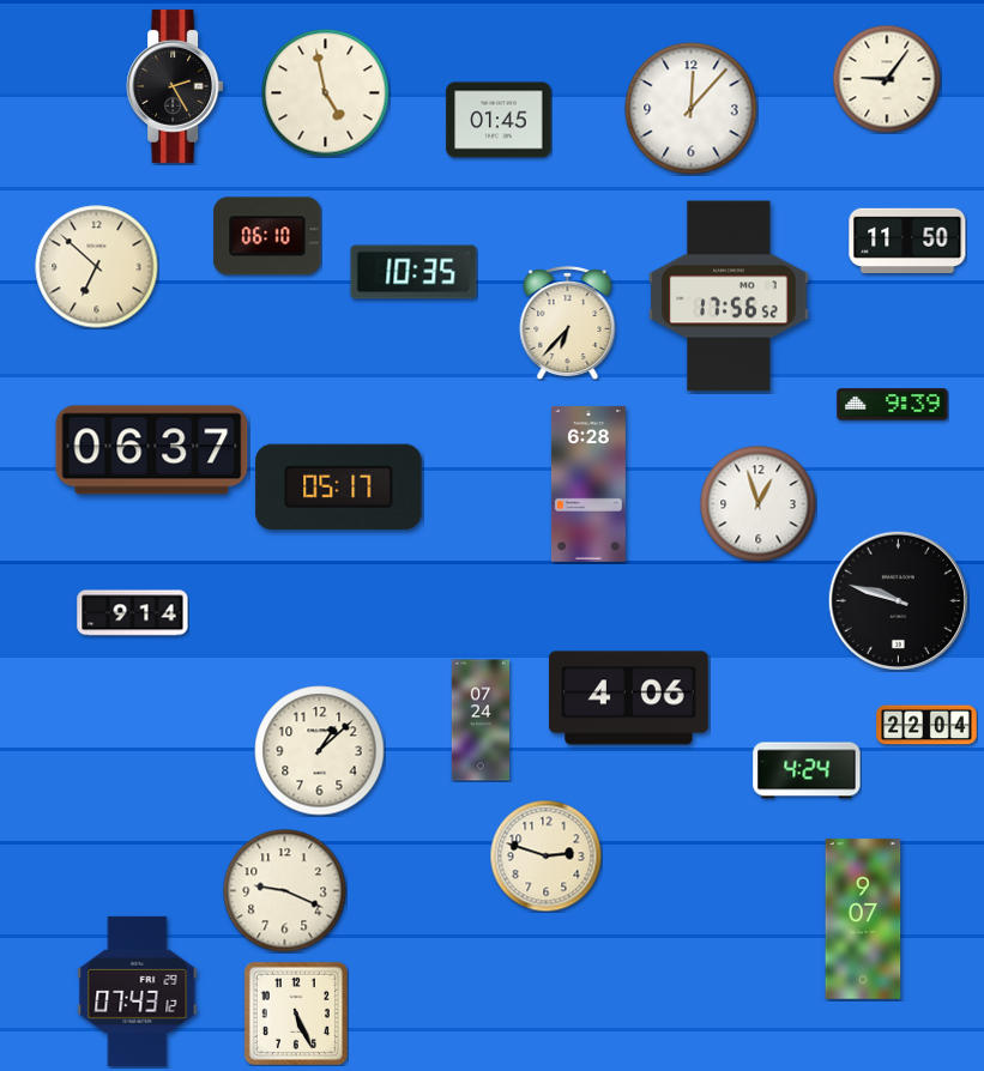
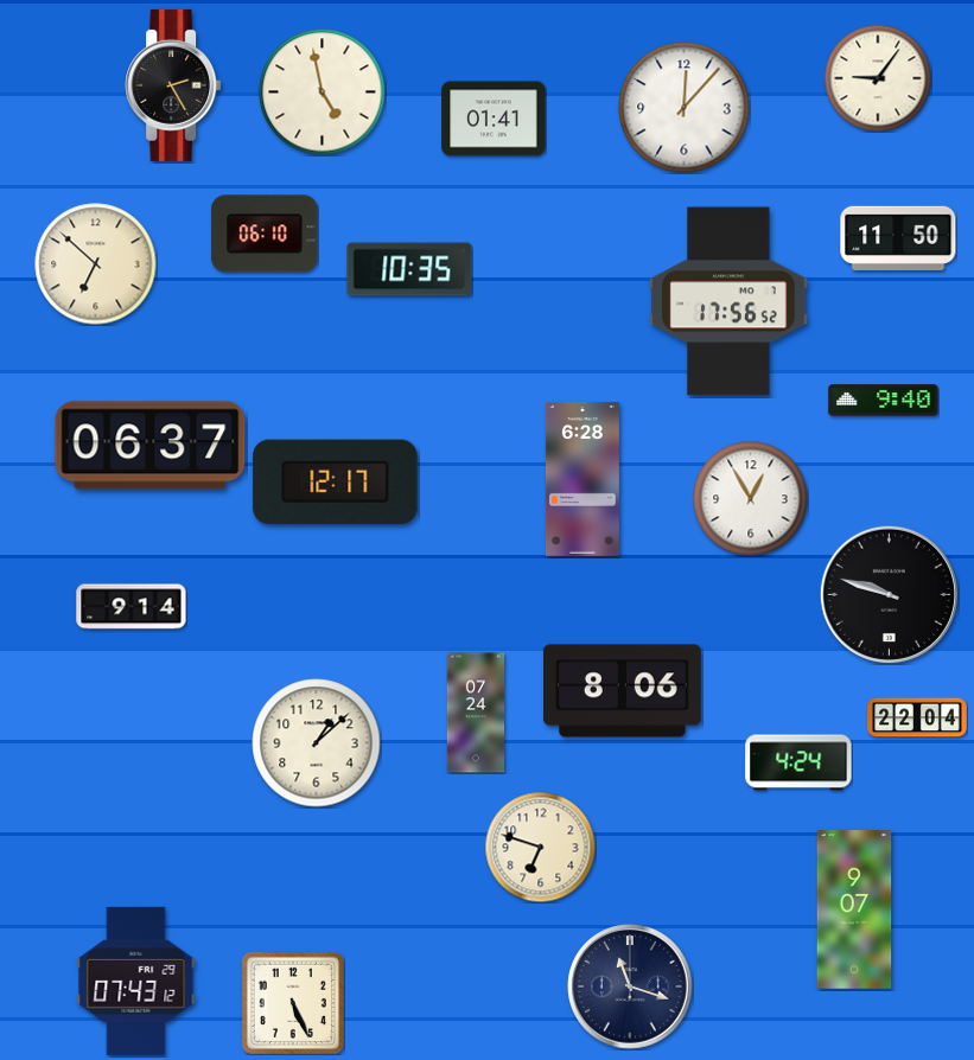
clock at (499, 120): 01:45 -> 01:41
clock at (729, 296) position: (729, 296) -> (728, 301)
clock at (568, 323): 6:37 -> none
clock at (893, 405): 9:39 -> 9:40
clock at (339, 488): 05:17 -> 12:17
clock at (757, 503): 12:57 -> 12:55
clock at (629, 698): 4:06 -> 8:06
clock at (545, 855): 2:48 -> 6:48
clock at (285, 891): 9:19 -> none
clock at (630, 986): none -> 11:18
